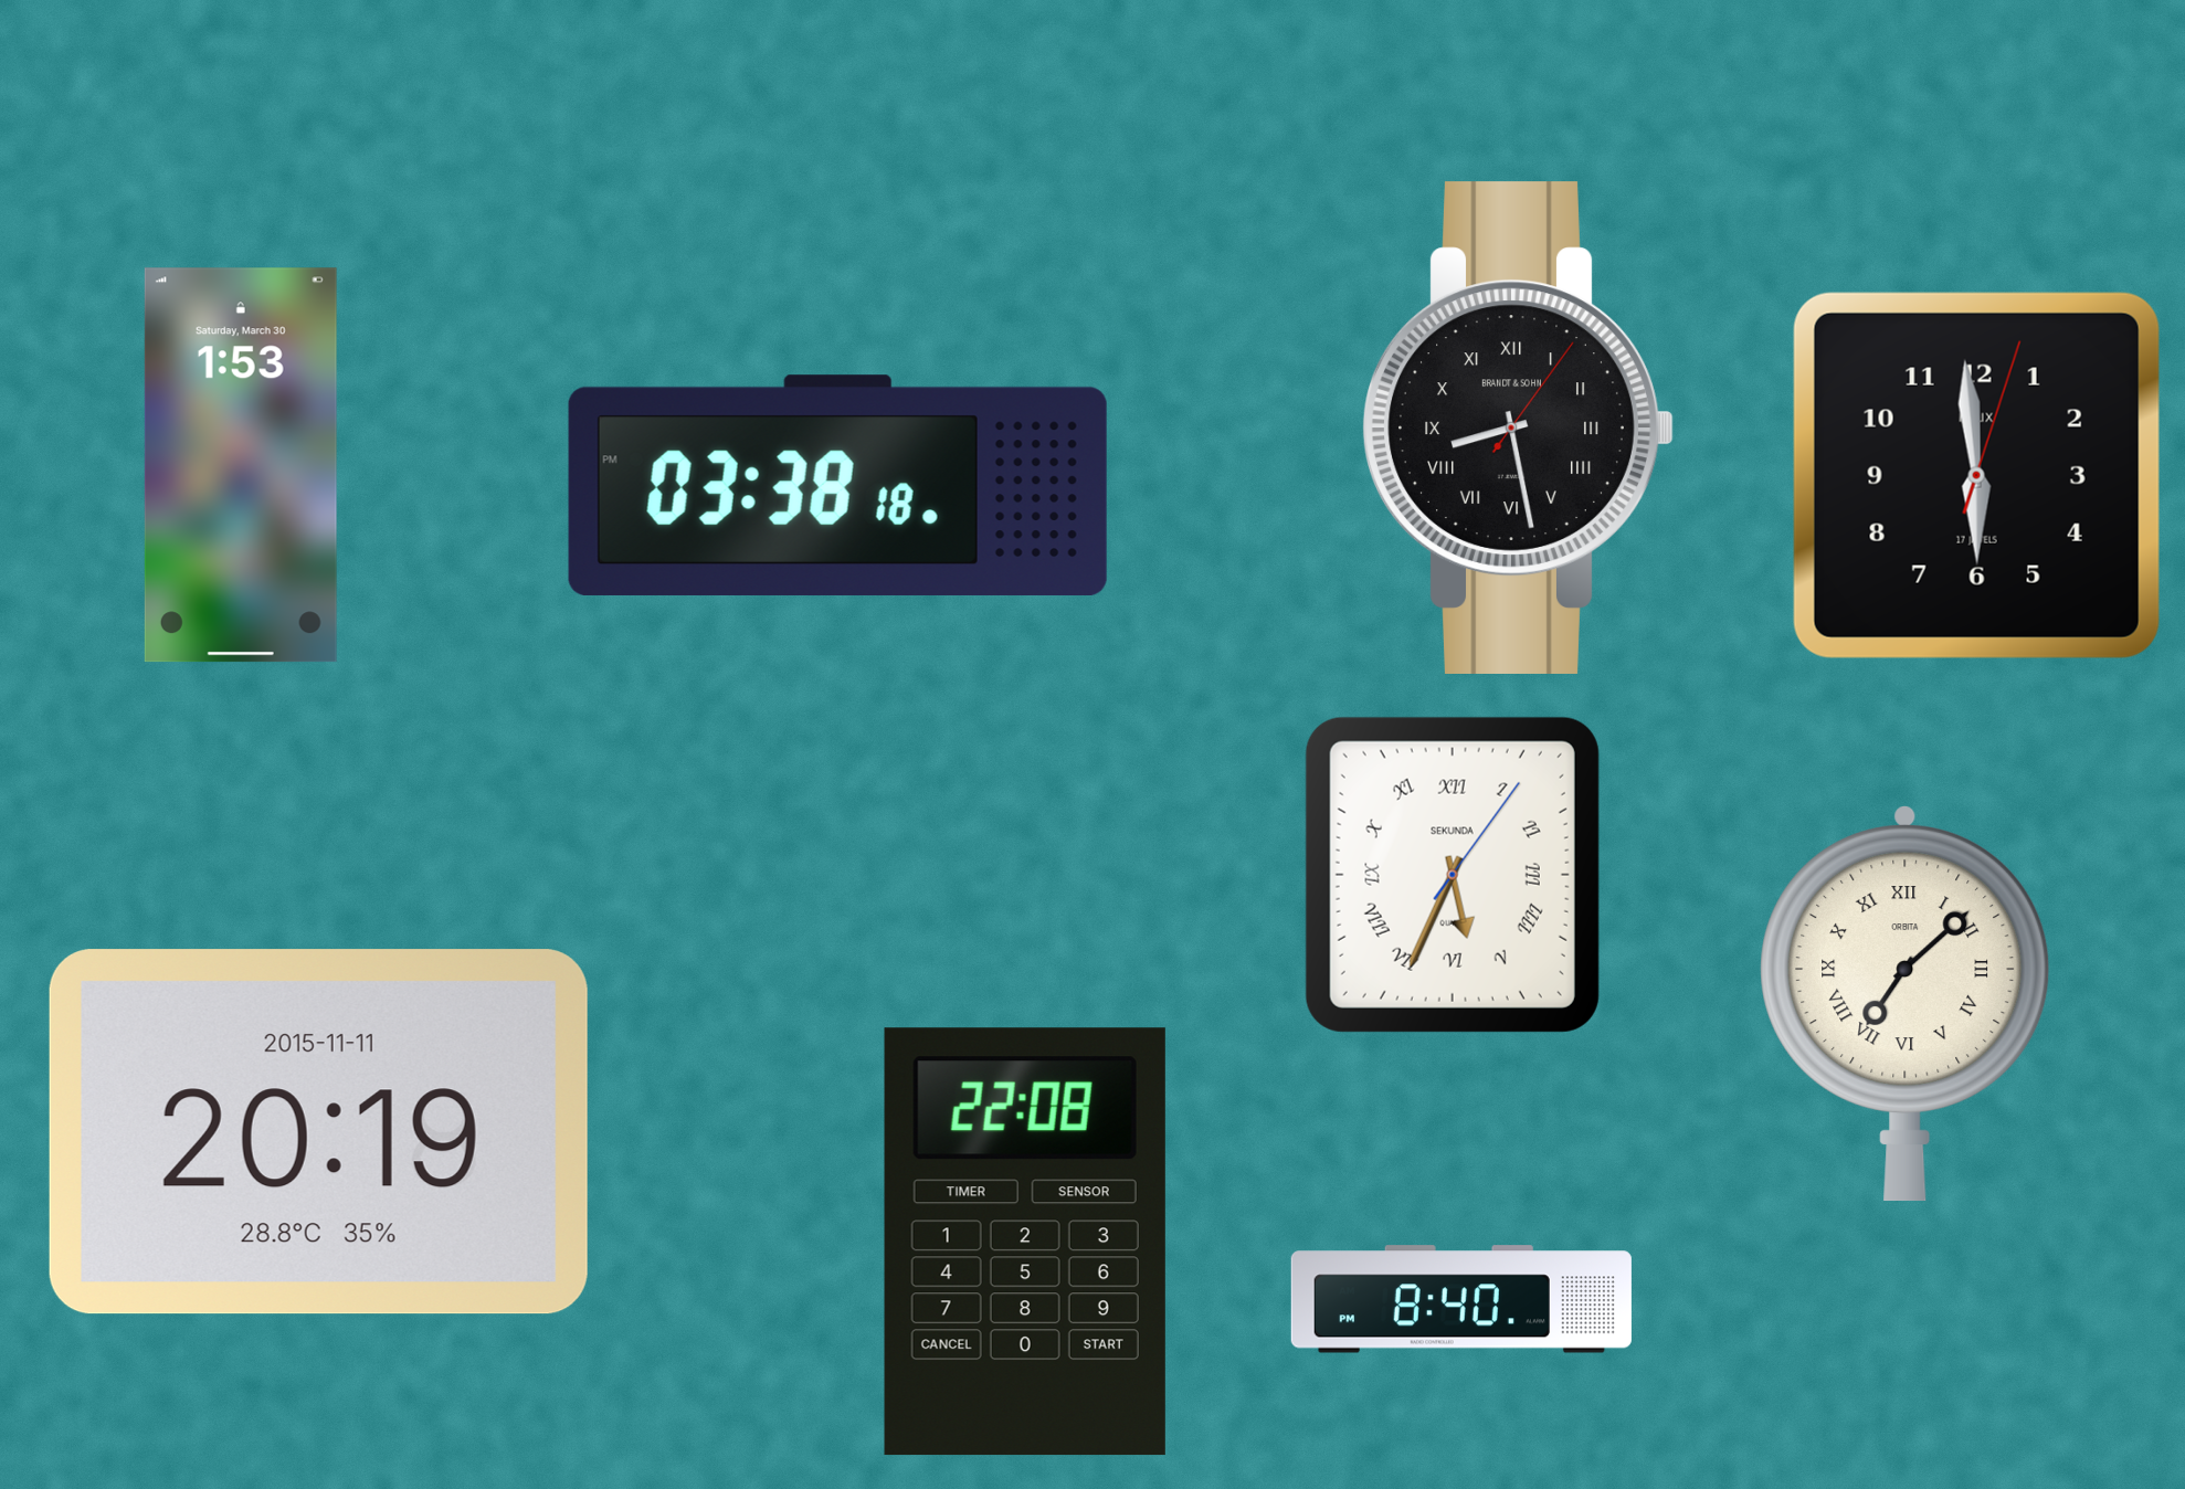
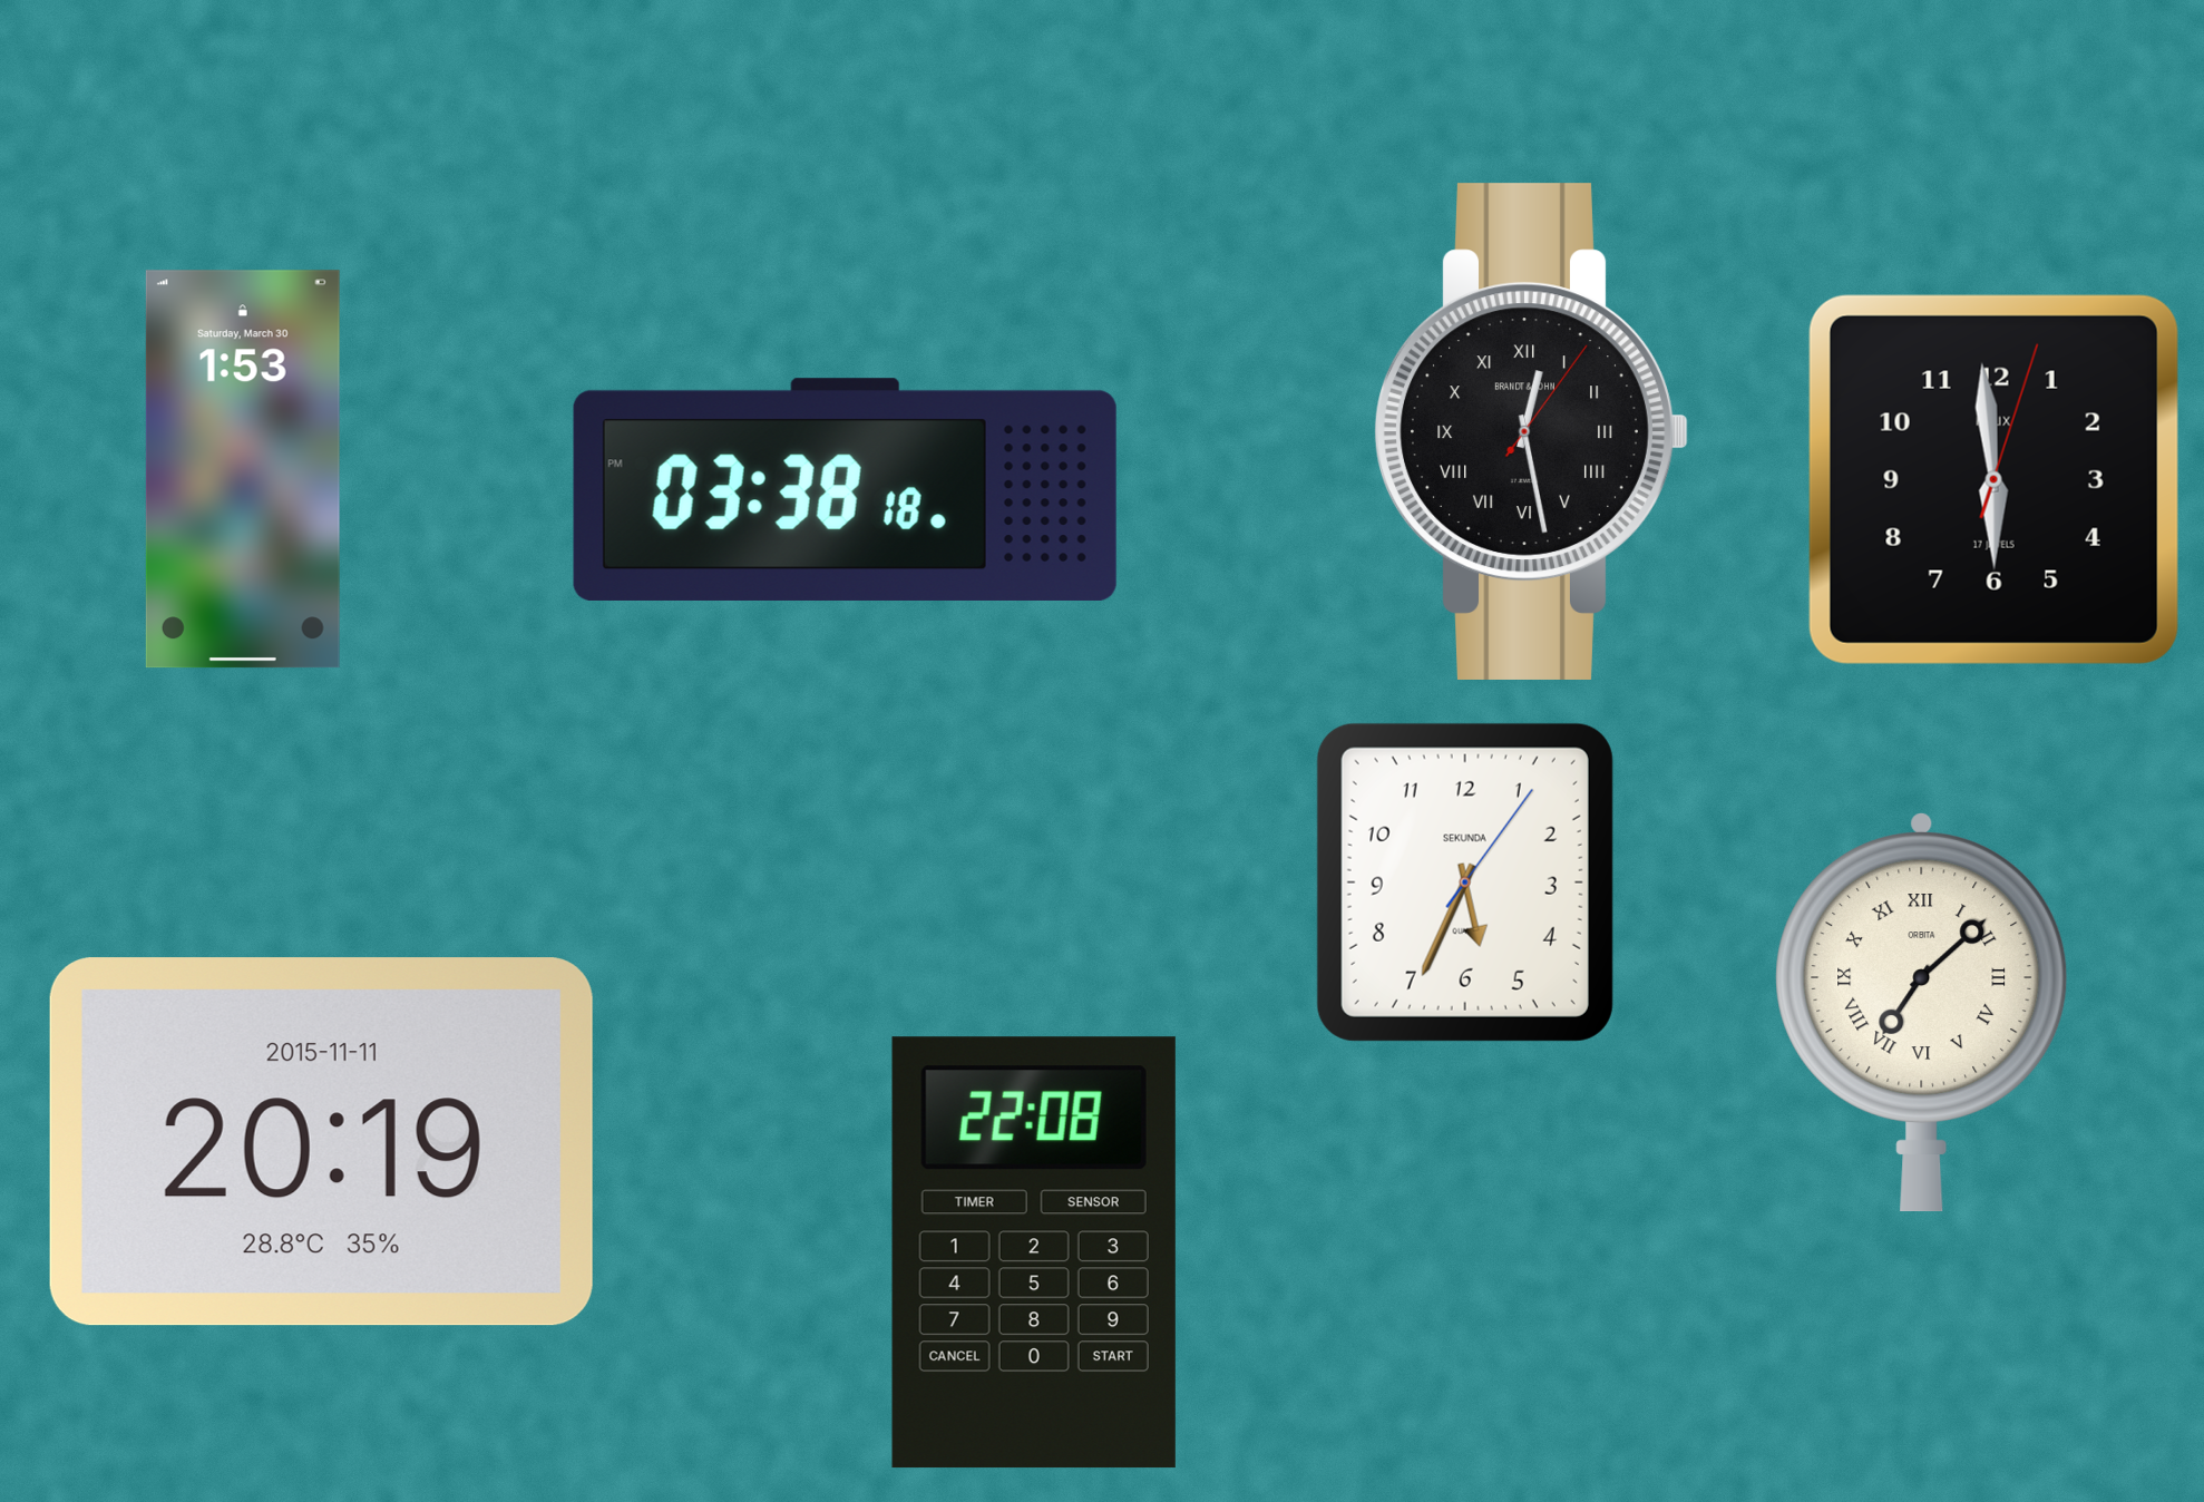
clock at (1518, 427): 8:28 -> 12:28
clock at (1453, 875) numerals: Roman -> Arabic
clock at (1461, 1299): 8:40 -> none
